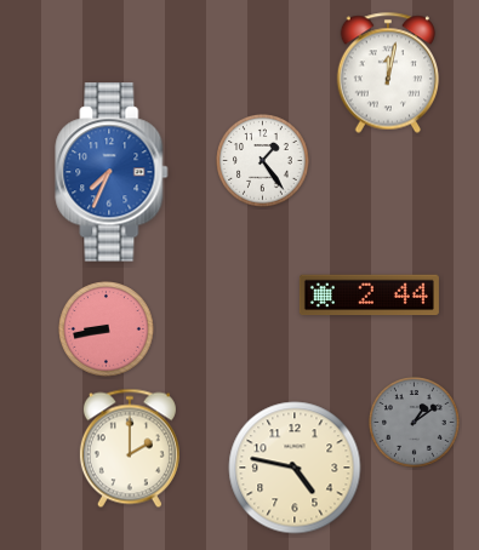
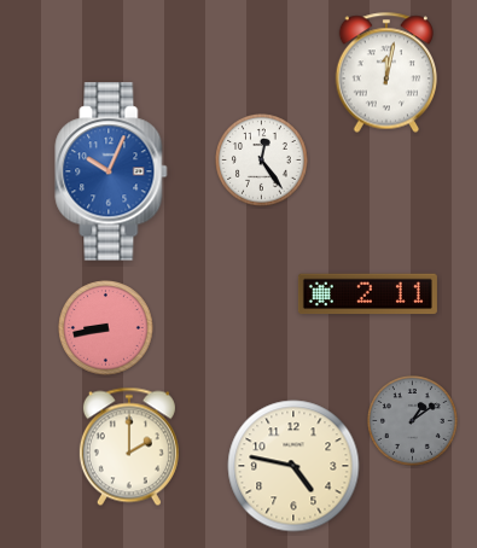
clock at (263, 161): 1:24 -> 12:24
clock at (112, 172): 7:34 -> 10:04
clock at (369, 296): 2:44 -> 2:11
